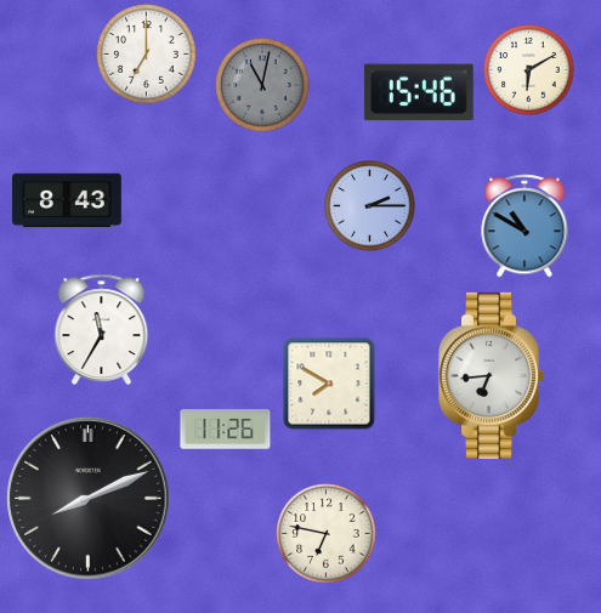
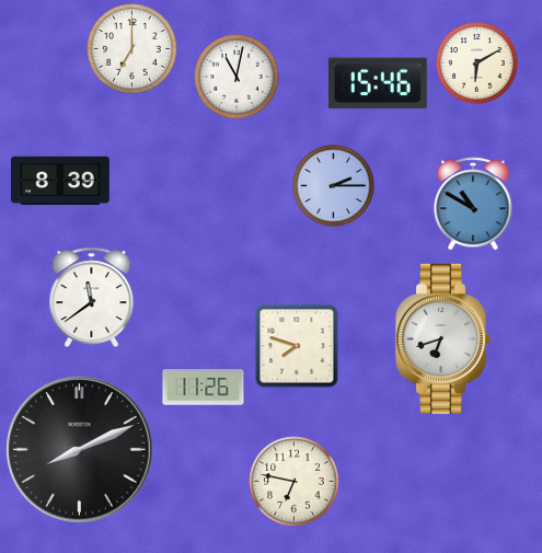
clock at (262, 85) dial: grey -> white
clock at (68, 200): 8:43 -> 8:39
clock at (102, 329): 11:35 -> 11:39
clock at (492, 375): 6:44 -> 6:42
clock at (329, 384): 7:50 -> 7:48
